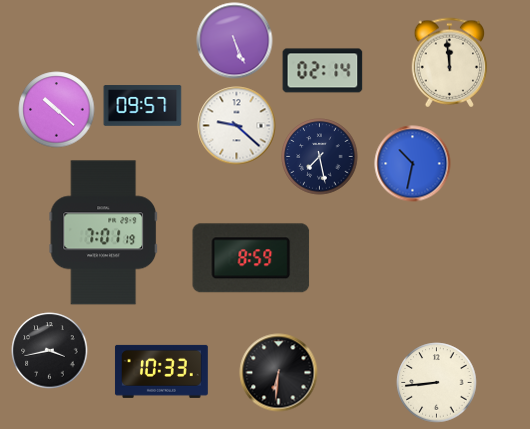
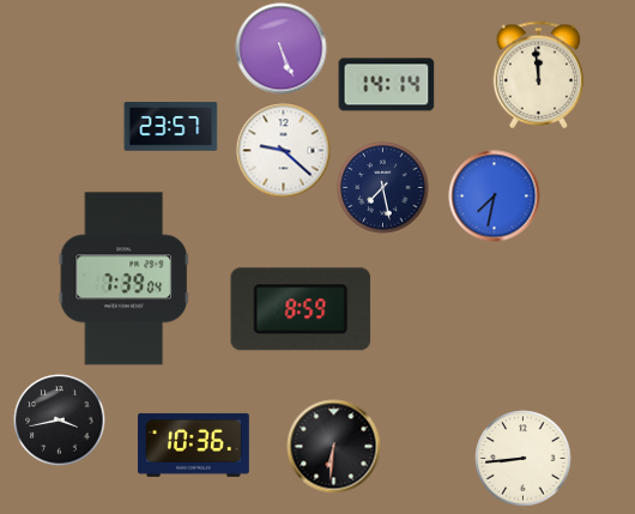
clock at (323, 71): 02:14 -> 14:14
clock at (143, 106): 09:57 -> 23:57
clock at (57, 110): 10:22 -> none
clock at (413, 164): 10:32 -> 7:32
clock at (103, 233): 7:01 -> 7:39
clock at (161, 371): 10:33 -> 10:36
